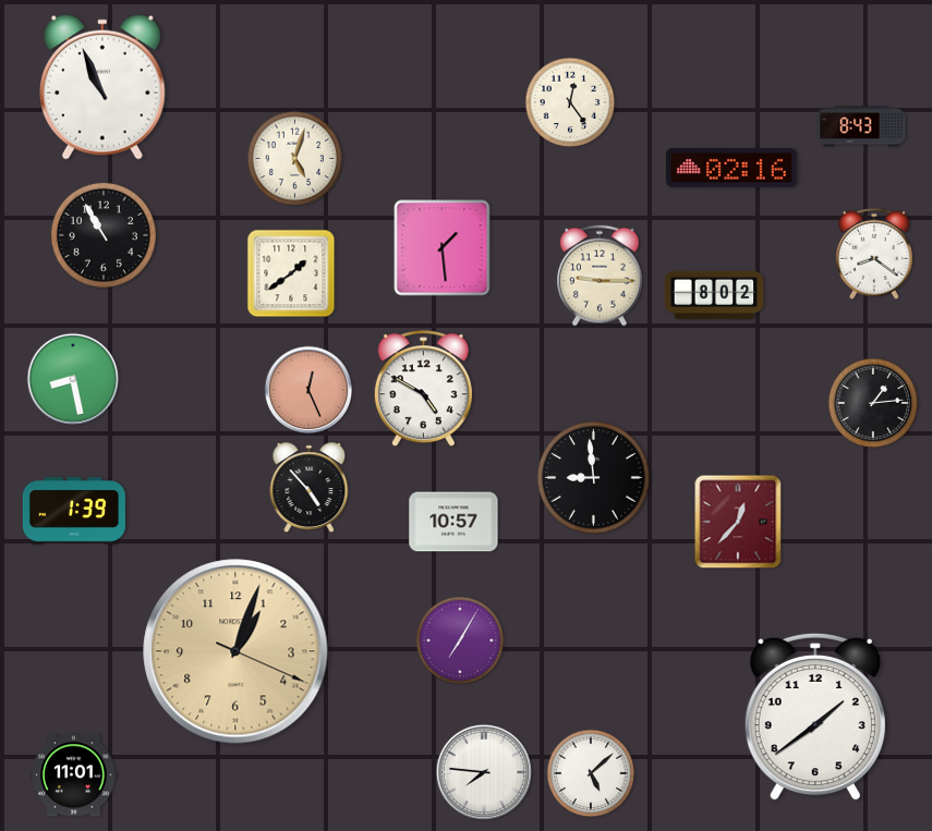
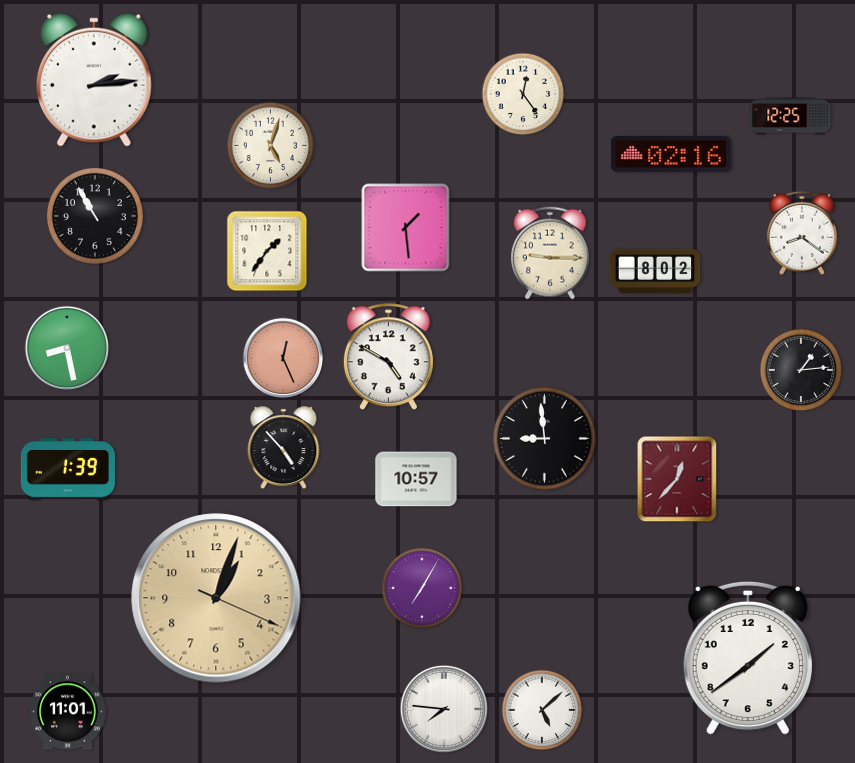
clock at (102, 87): 10:56 -> 2:14
clock at (861, 126): 8:43 -> 12:25
clock at (291, 273): 1:39 -> 1:36
